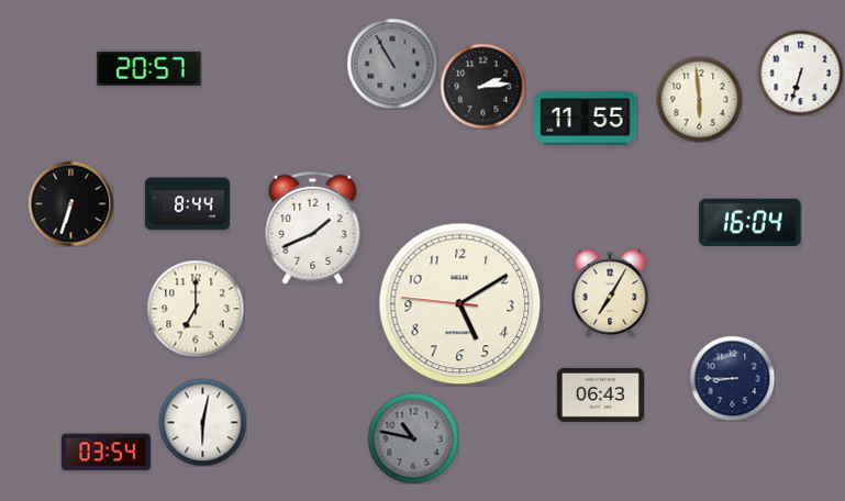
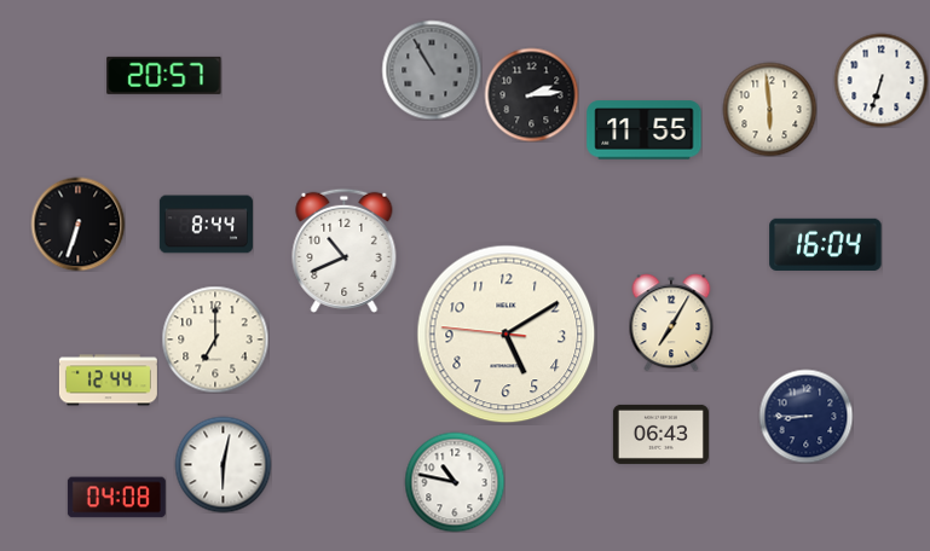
clock at (313, 227): 1:41 -> 10:41
clock at (108, 381): none -> 12:44
clock at (413, 438) dial: grey -> white
clock at (105, 453): 03:54 -> 04:08
